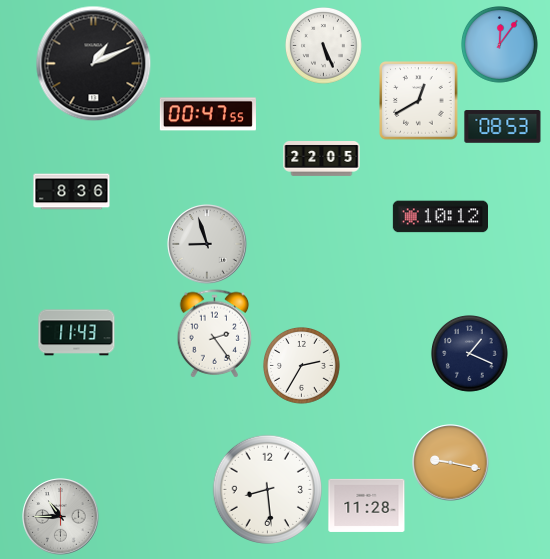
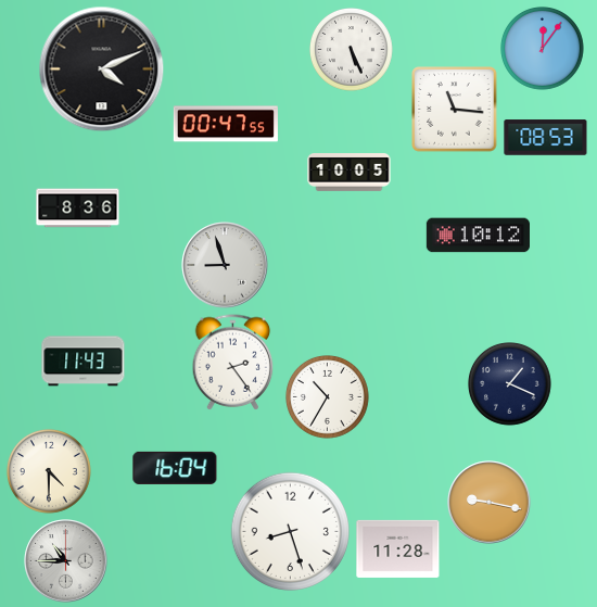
clock at (94, 64): 1:11 -> 4:11
clock at (419, 101): 12:40 -> 11:16
clock at (322, 159): 22:05 -> 10:05
clock at (302, 366): 2:35 -> 10:35
clock at (175, 468): none -> 16:04
clock at (49, 471): none -> 4:30
clock at (267, 489): 8:29 -> 8:27
